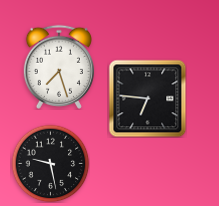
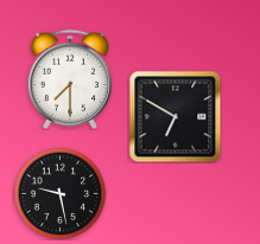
clock at (59, 67): 7:27 -> 7:30
clock at (147, 98): 6:46 -> 6:50
